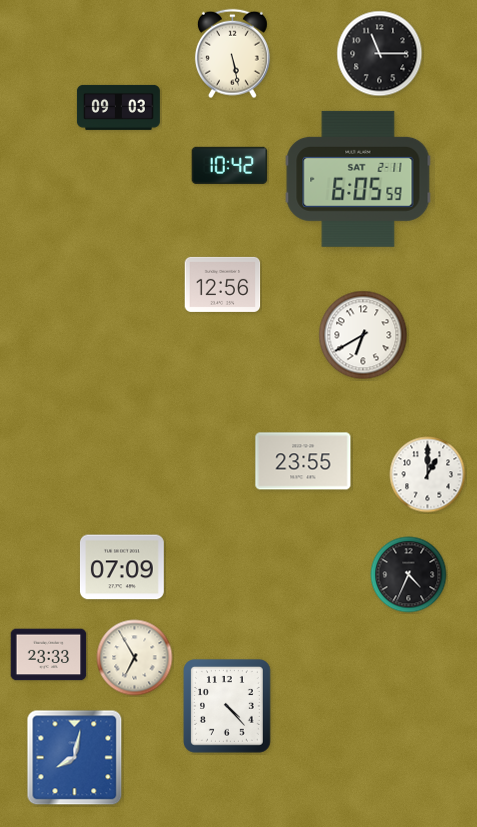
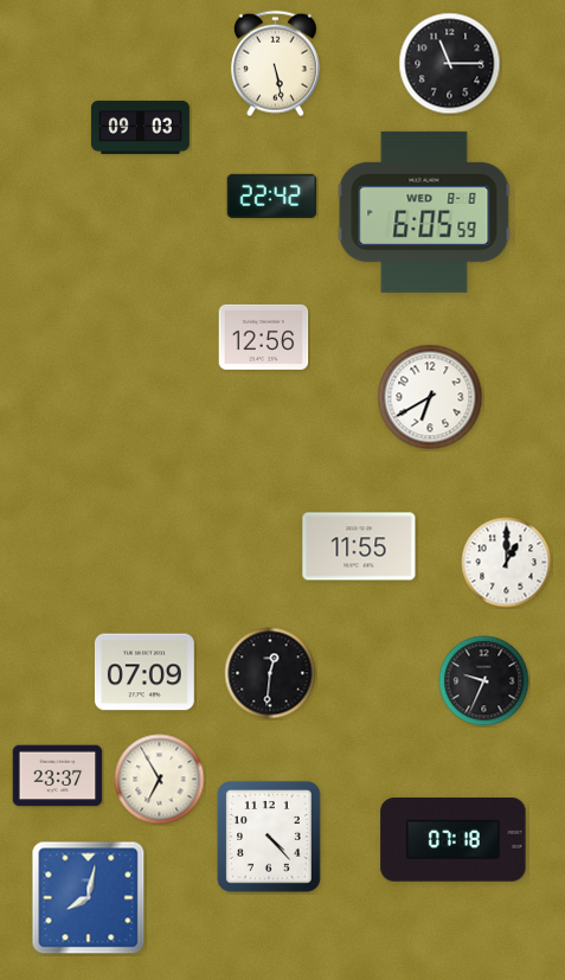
clock at (230, 165): 10:42 -> 22:42
clock at (358, 179) date: SAT 2-11 -> WED 8-8
clock at (303, 461): 23:55 -> 11:55
clock at (270, 673): none -> 12:31
clock at (409, 575): 4:34 -> 9:34
clock at (49, 655): 23:33 -> 23:37
clock at (454, 840): none -> 07:18
